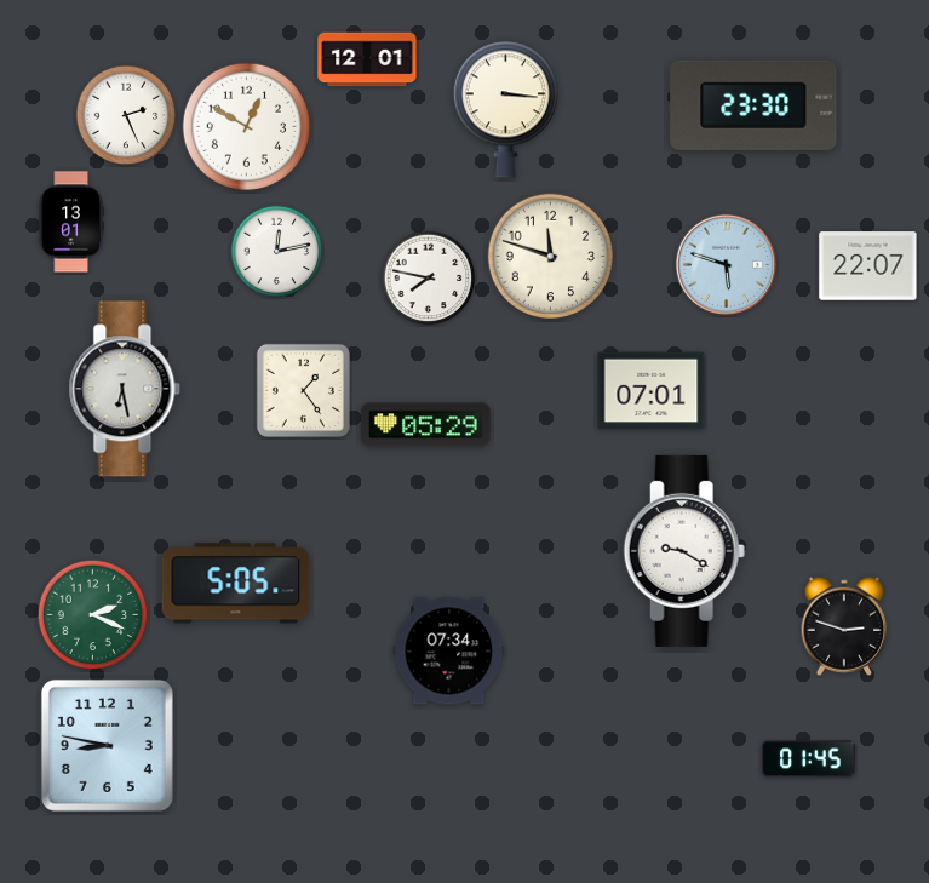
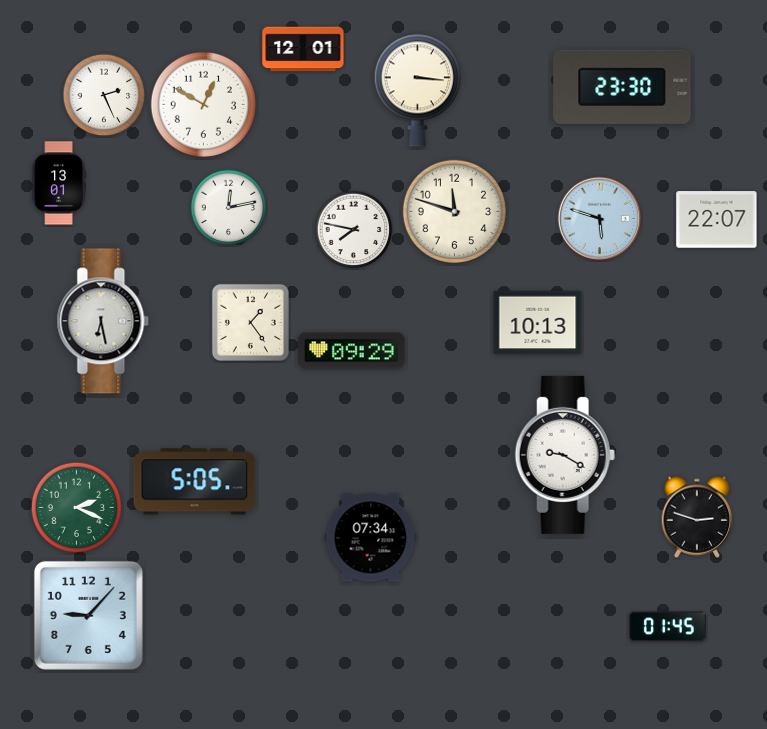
clock at (652, 391): 07:01 -> 10:13
clock at (426, 425): 05:29 -> 09:29
clock at (107, 745): 8:47 -> 9:07
